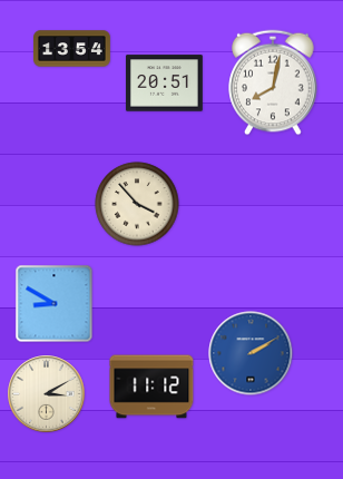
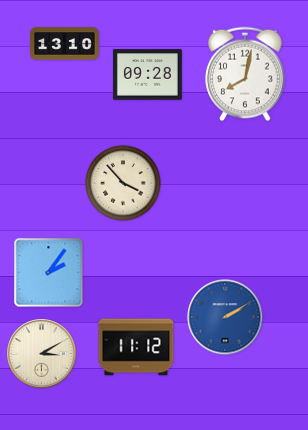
clock at (72, 49): 13:54 -> 13:10
clock at (164, 84): 20:51 -> 09:28
clock at (55, 304): 8:50 -> 2:06
